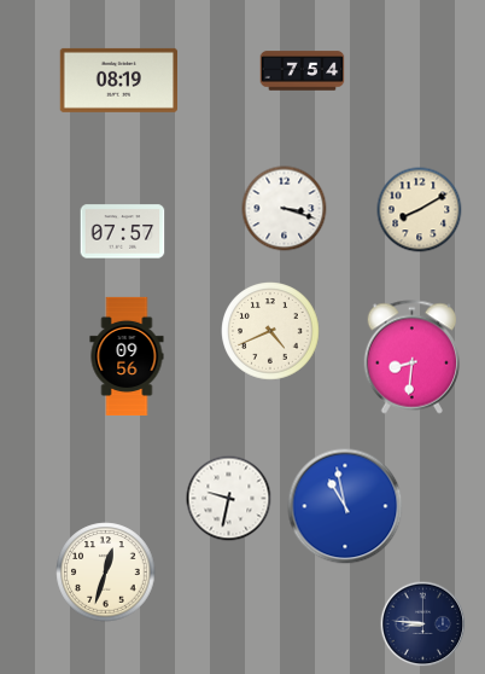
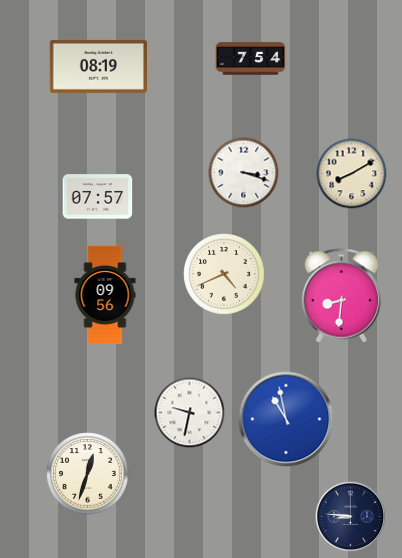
clock at (285, 209) position: (285, 209) -> (244, 173)
clock at (420, 210) position: (420, 210) -> (352, 174)
clock at (123, 232) position: (123, 232) -> (98, 197)
